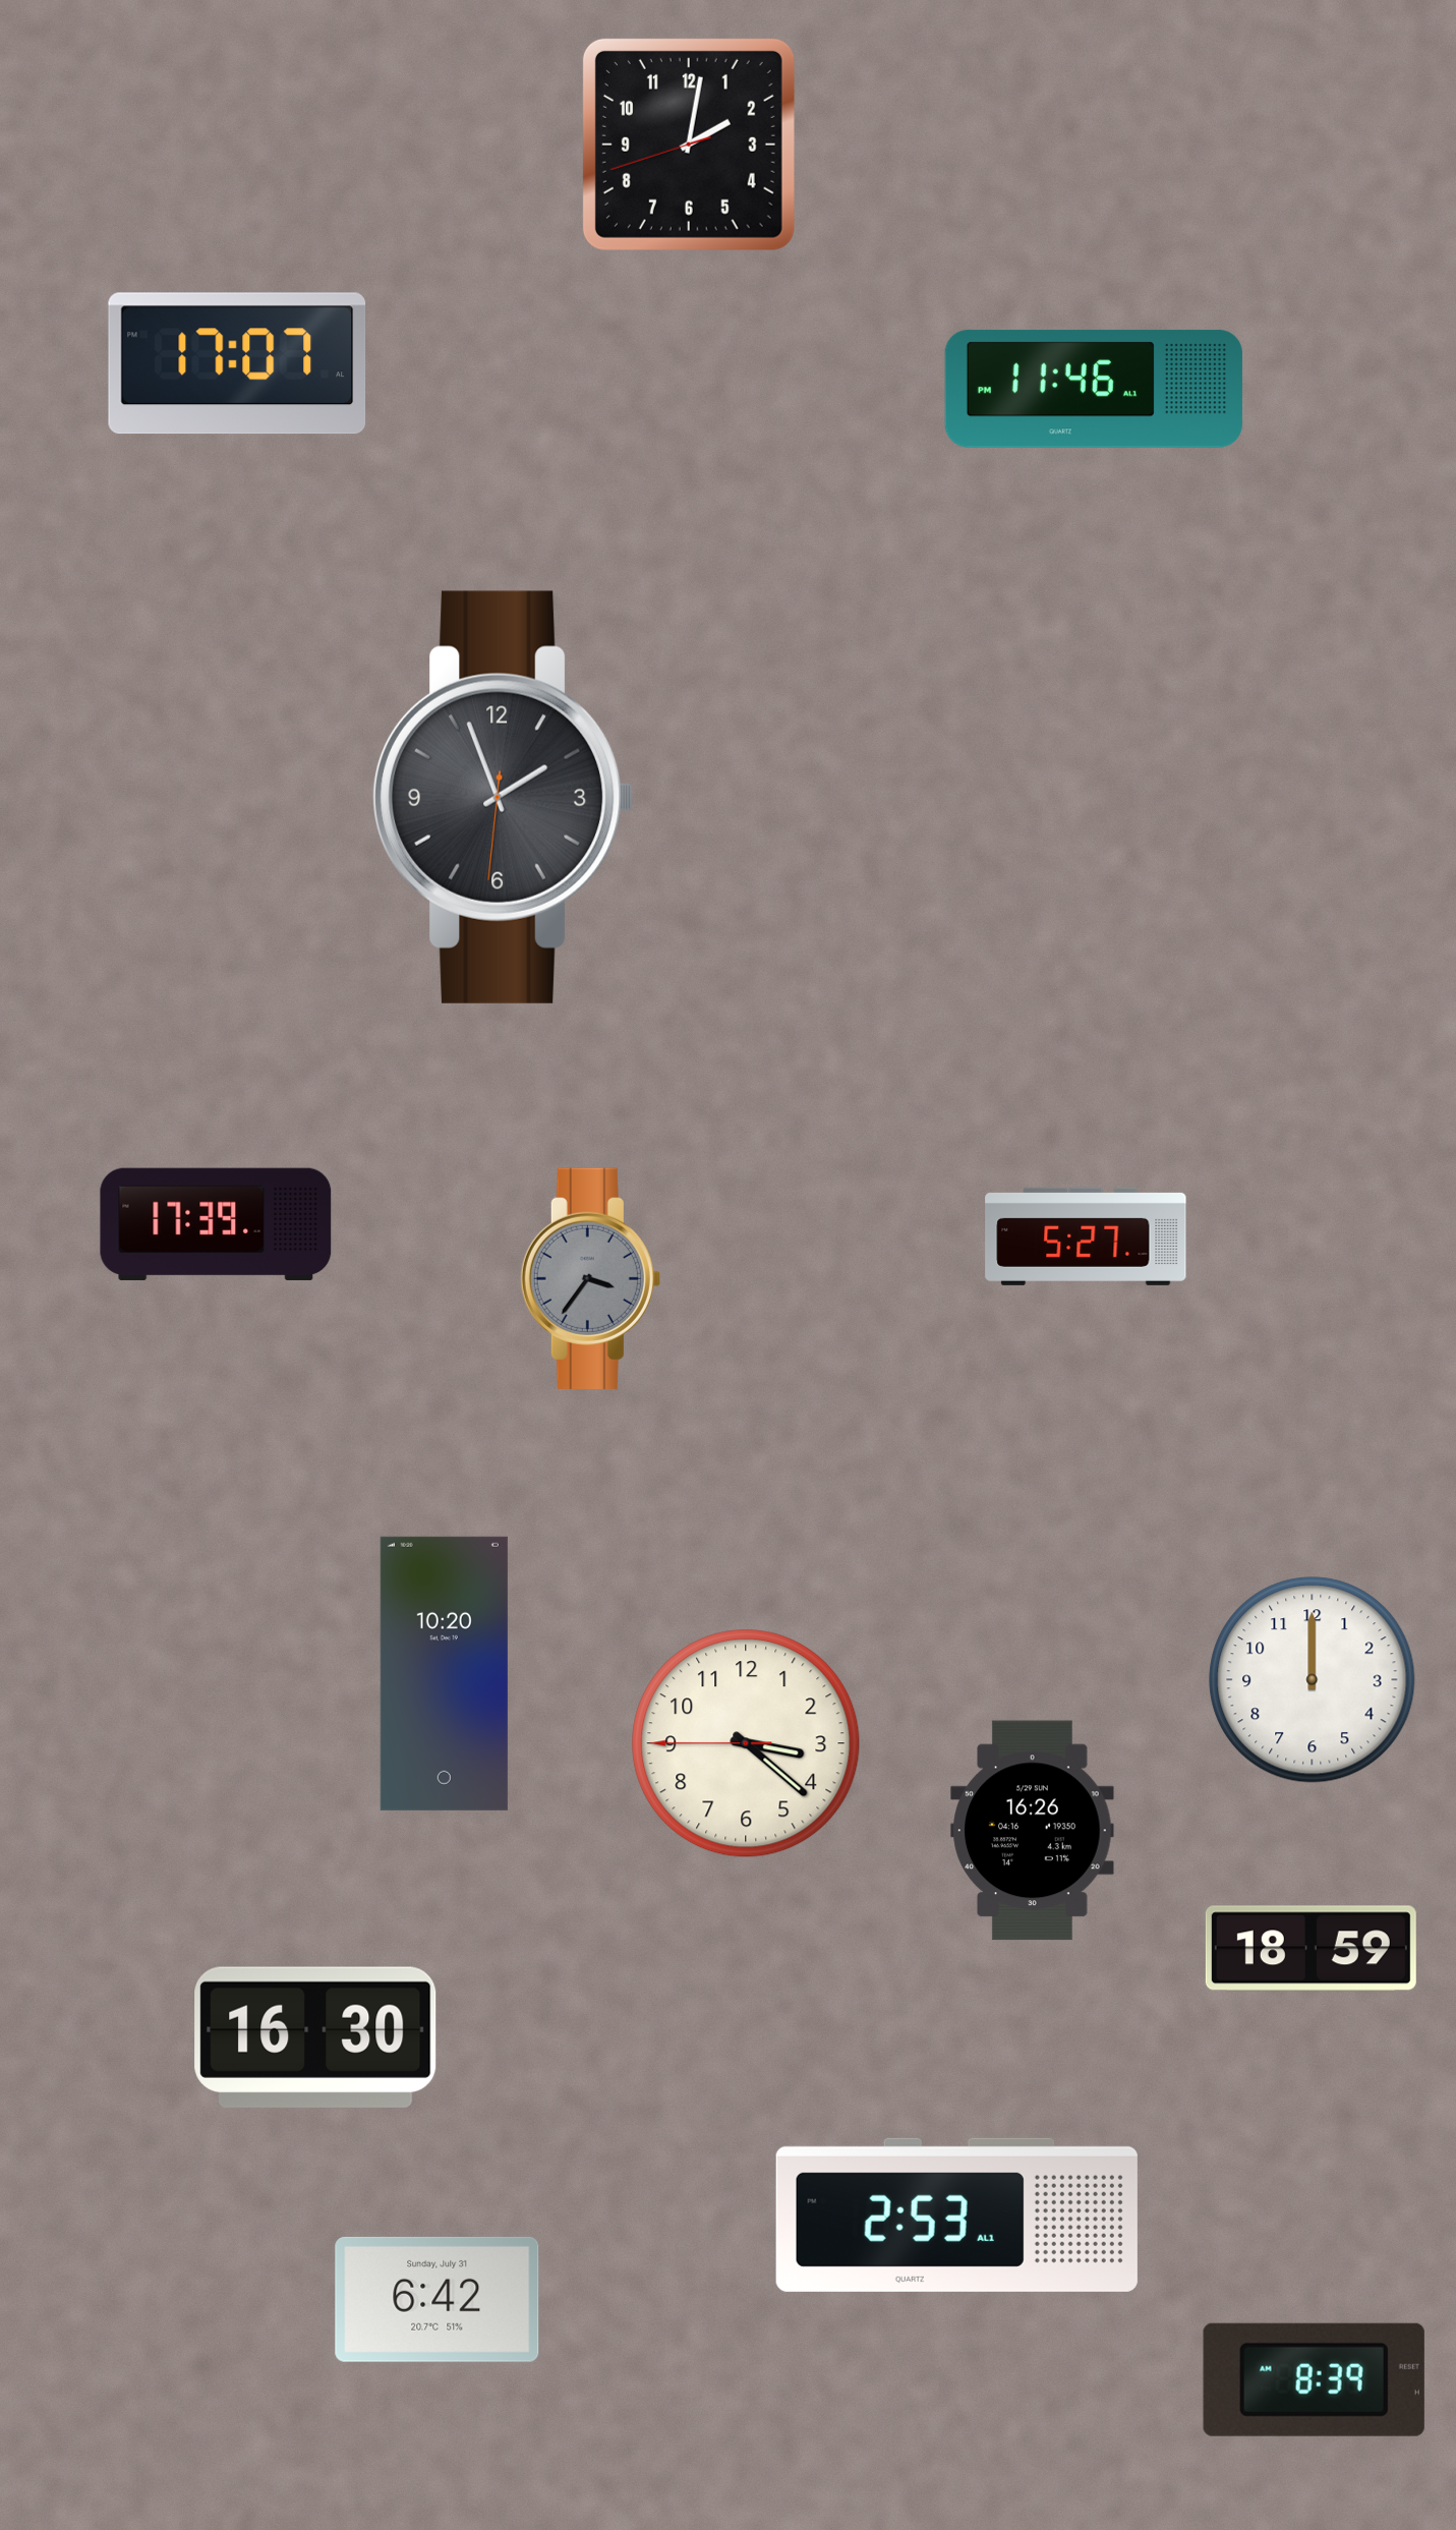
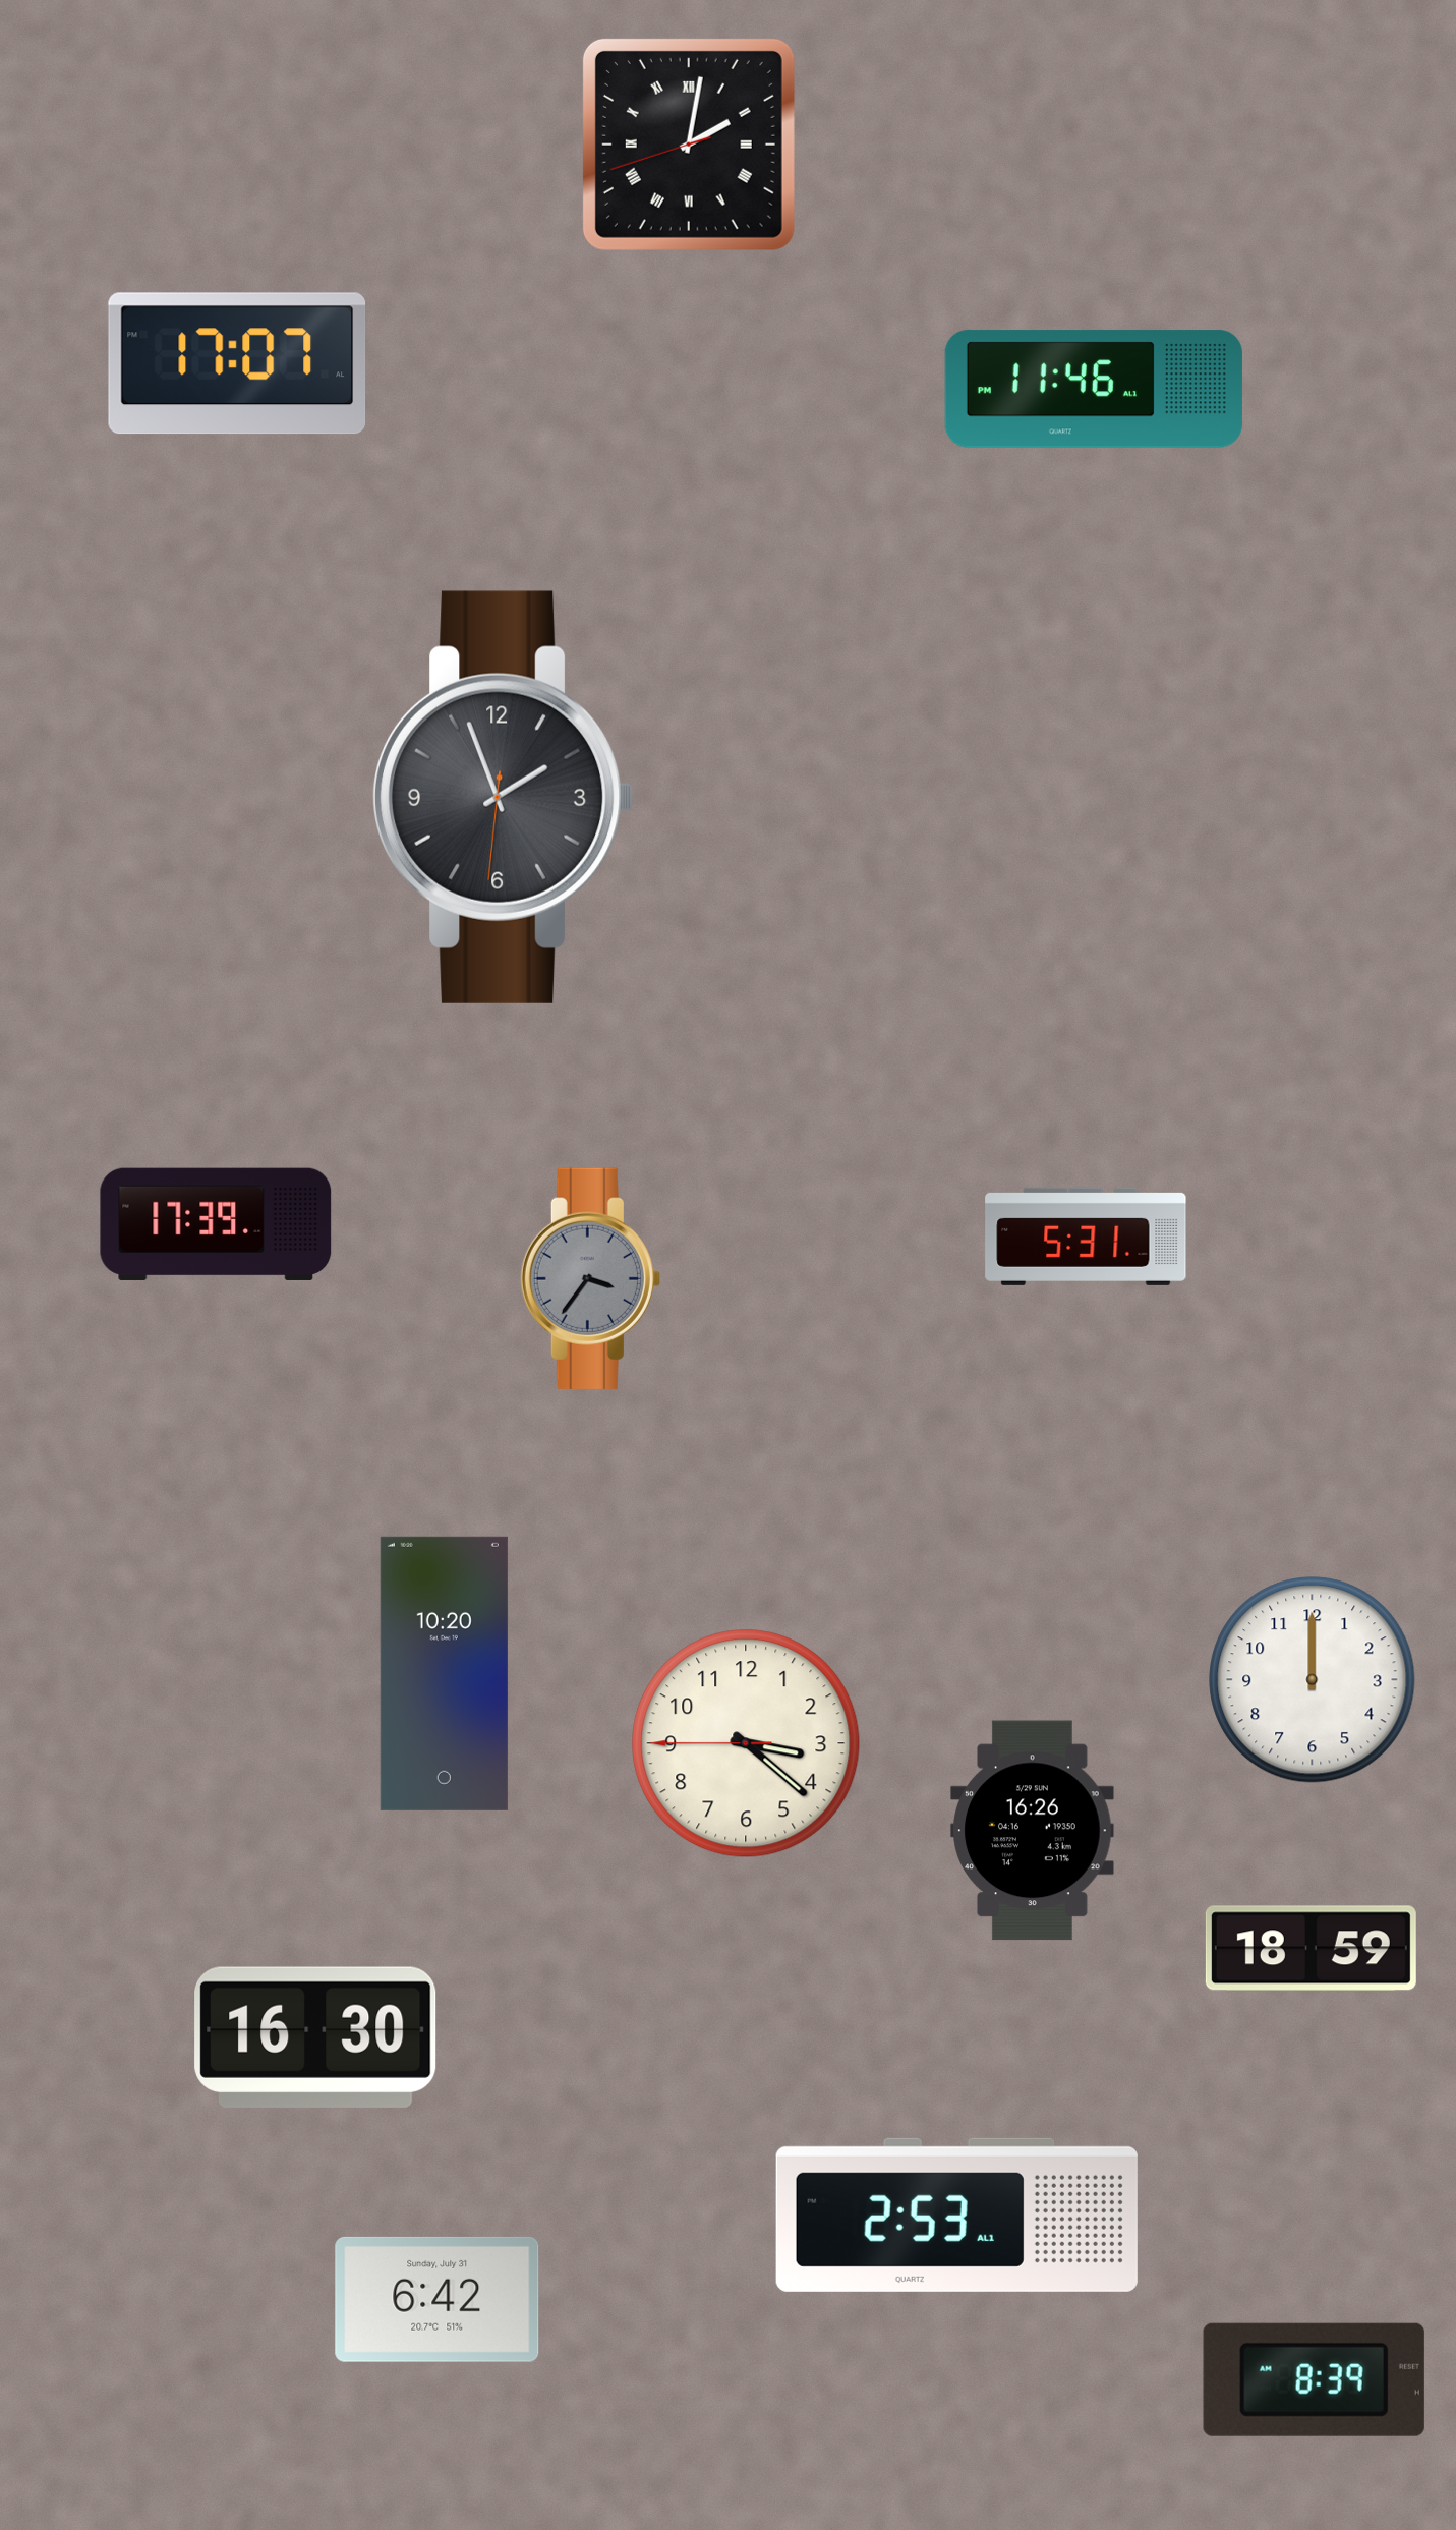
clock at (689, 145) numerals: Arabic -> Roman
clock at (1086, 1237): 5:27 -> 5:31
